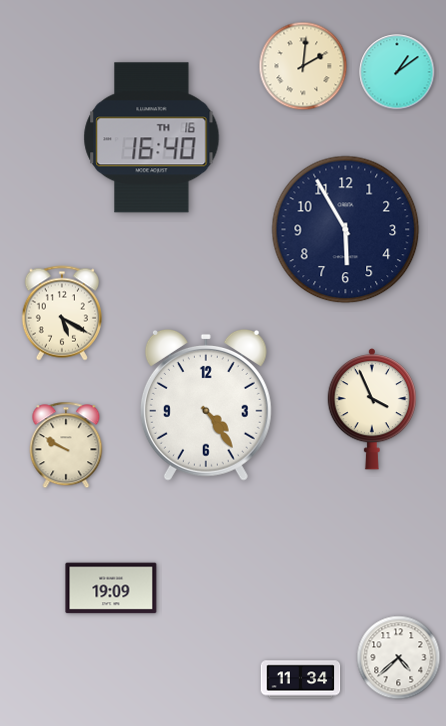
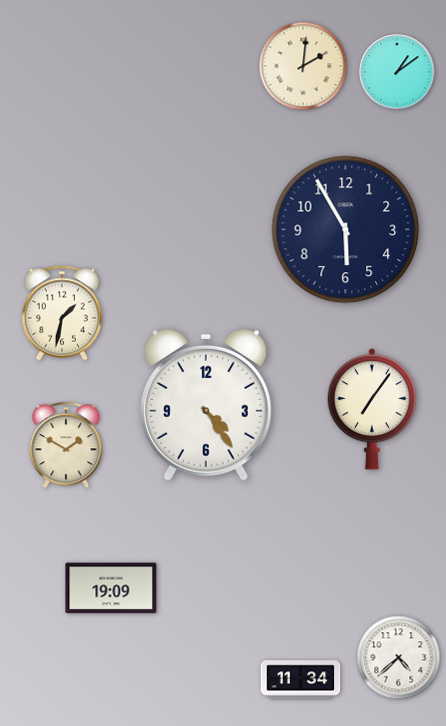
clock at (152, 138): 16:40 -> none
clock at (62, 313): 5:20 -> 1:32
clock at (371, 410): 3:56 -> 7:06
clock at (66, 445): 9:50 -> 1:50
